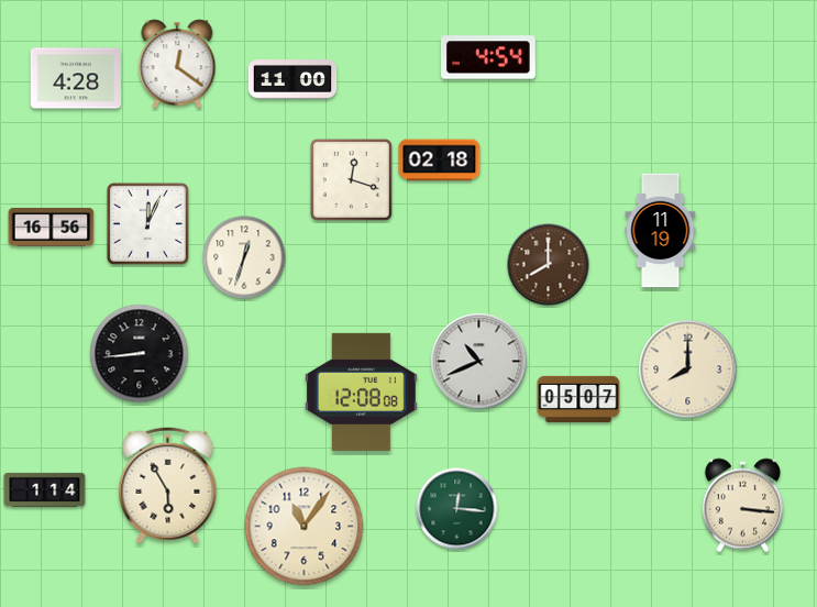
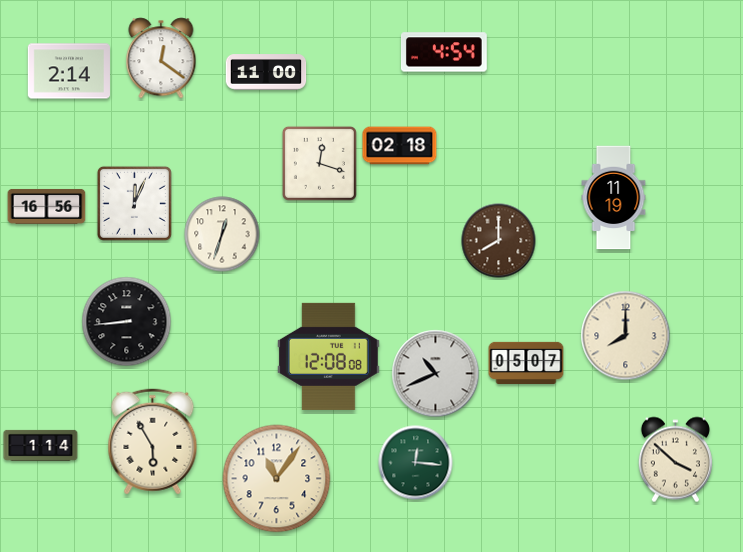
clock at (76, 78): 4:28 -> 2:14
clock at (661, 231) position: (661, 231) -> (614, 198)
clock at (479, 362) position: (479, 362) -> (436, 374)
clock at (742, 506): 3:16 -> 3:52
